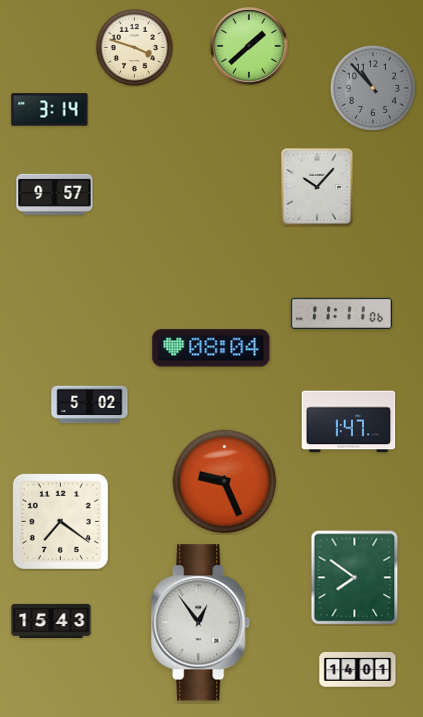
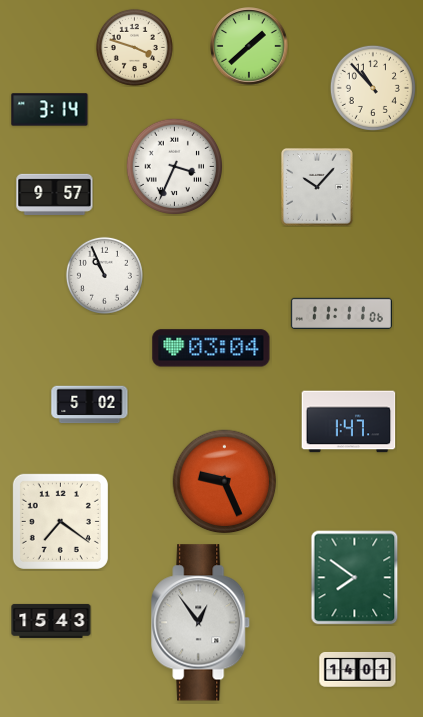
clock at (373, 88) dial: grey -> cream
clock at (174, 166): none -> 3:34
clock at (104, 275): none -> 10:56
clock at (211, 348): 08:04 -> 03:04
